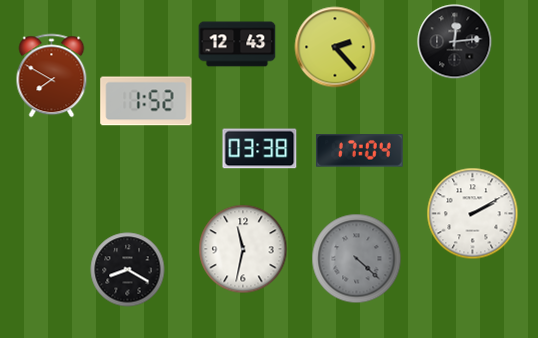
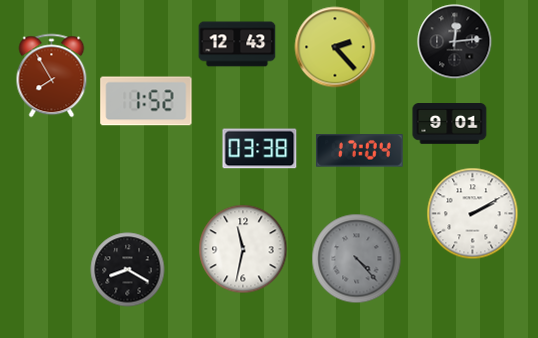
clock at (52, 76): 7:50 -> 7:55
clock at (450, 124): none -> 9:01
clock at (357, 259): 4:22 -> 4:23
